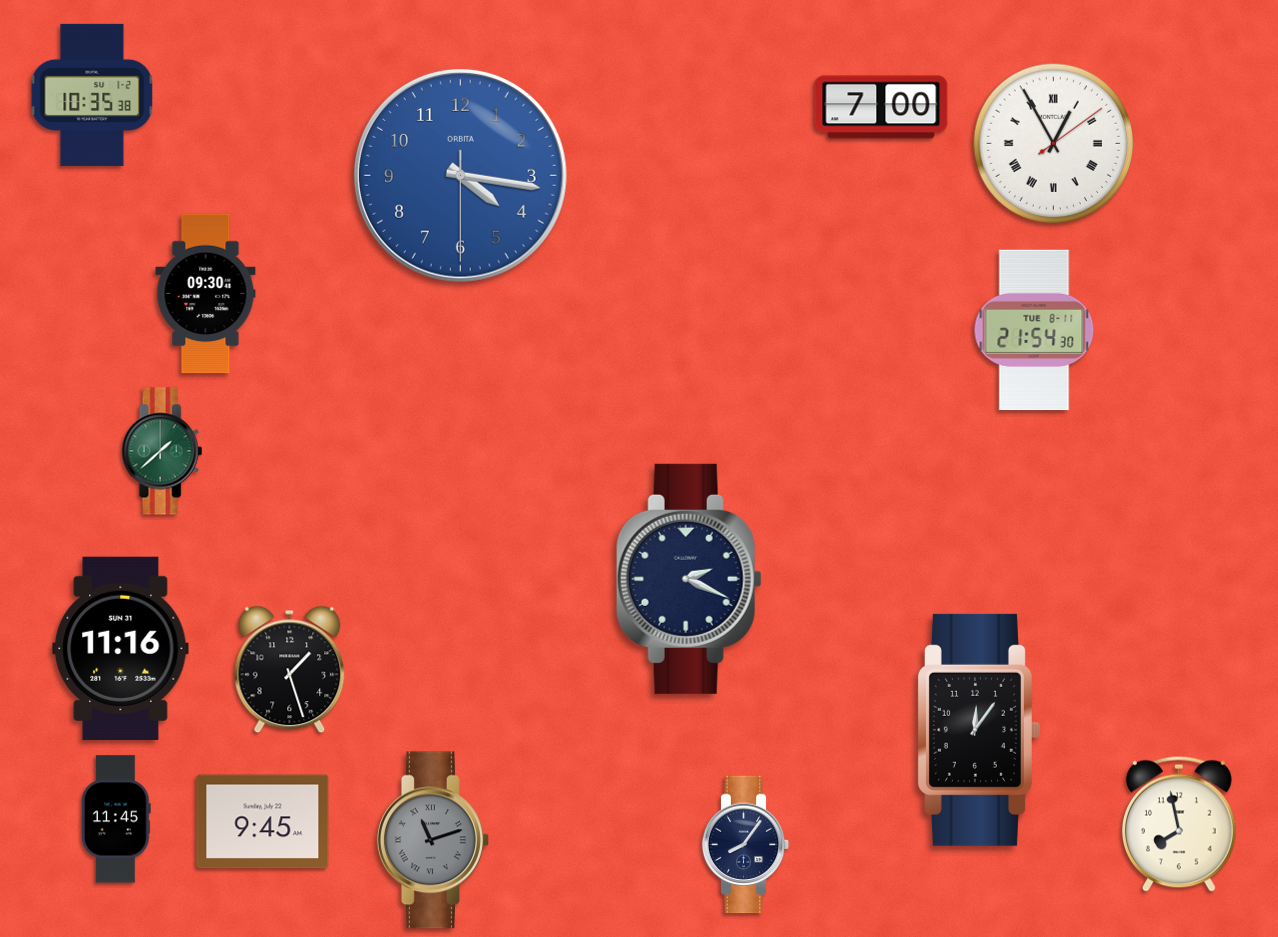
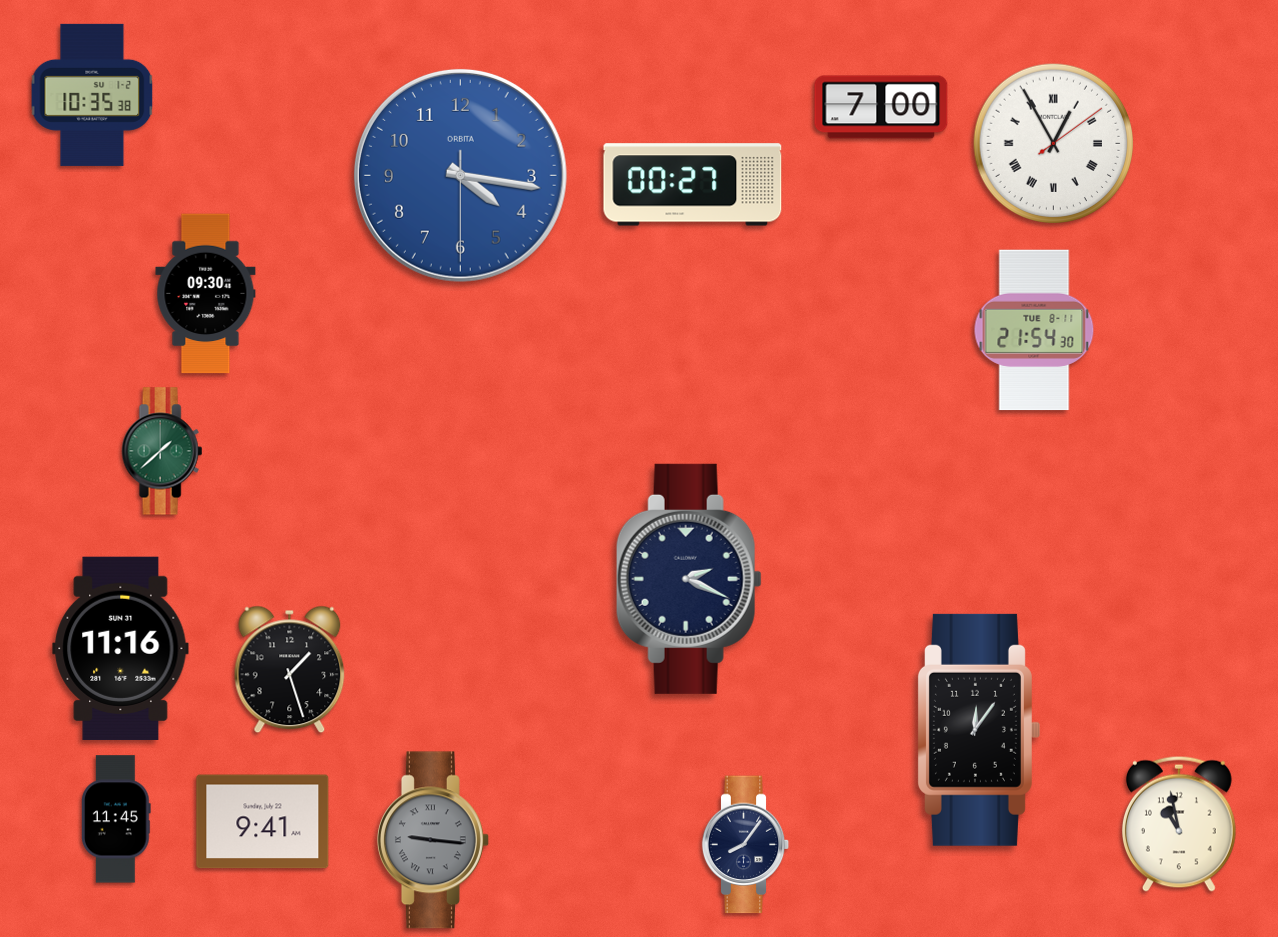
clock at (693, 185): none -> 00:27
clock at (263, 822): 9:45 -> 9:41
clock at (1179, 824): 7:58 -> 10:58
clock at (433, 840): 11:12 -> 9:16
